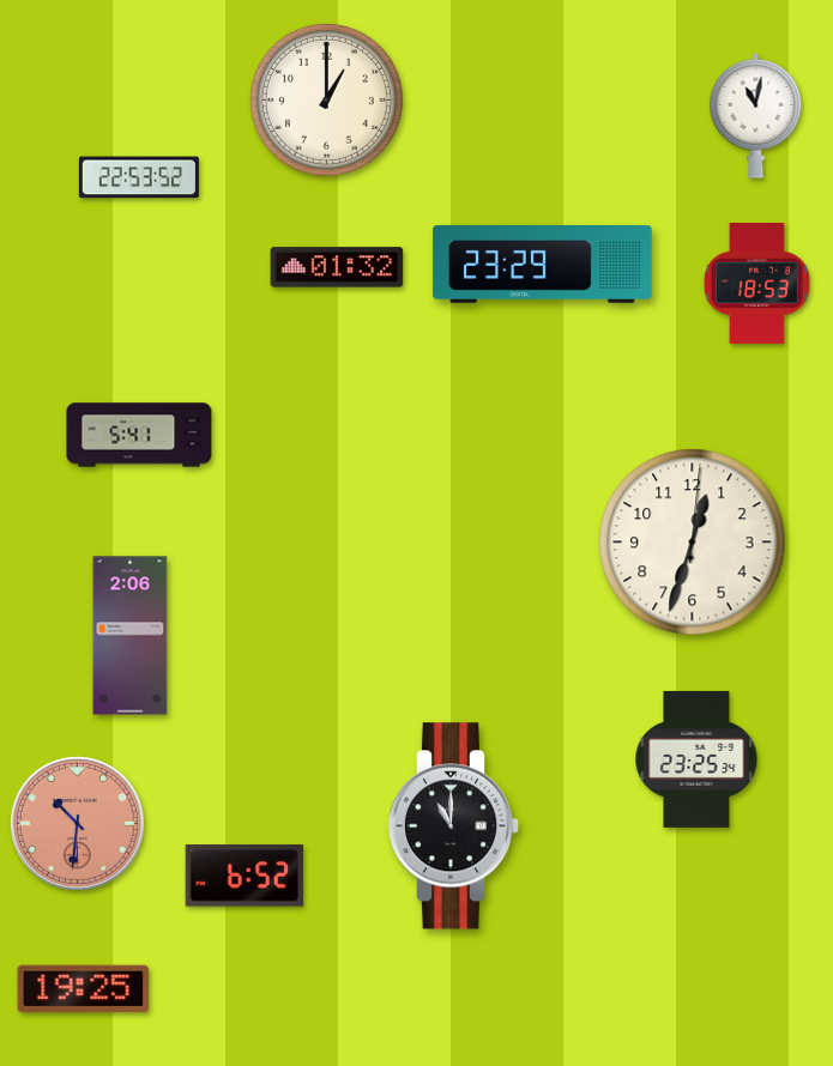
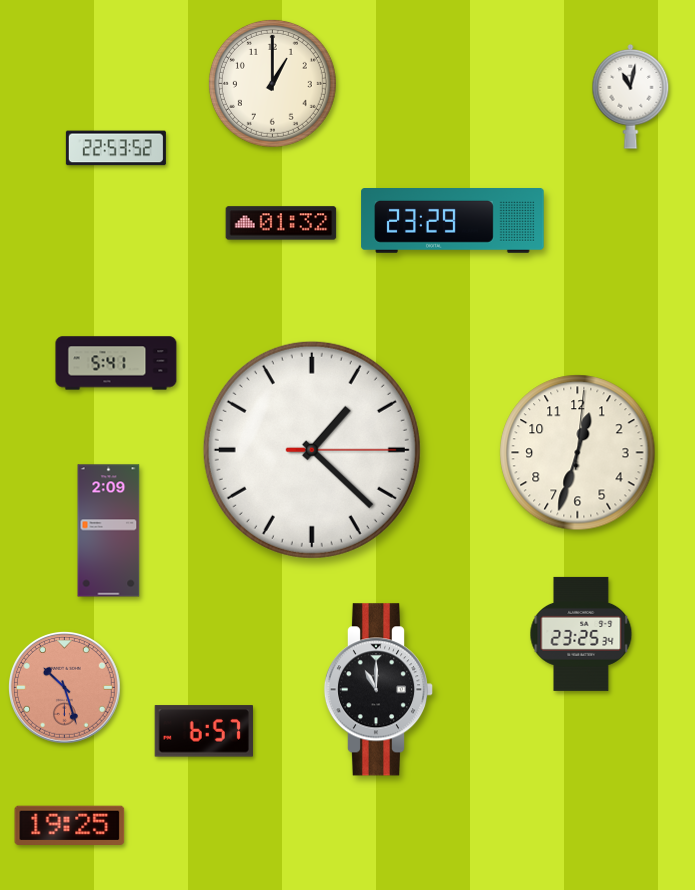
clock at (756, 283): 18:53 -> none
clock at (312, 450): none -> 1:22
clock at (131, 636): 2:06 -> 2:09
clock at (78, 824): 10:31 -> 10:27
clock at (245, 876): 6:52 -> 6:57
